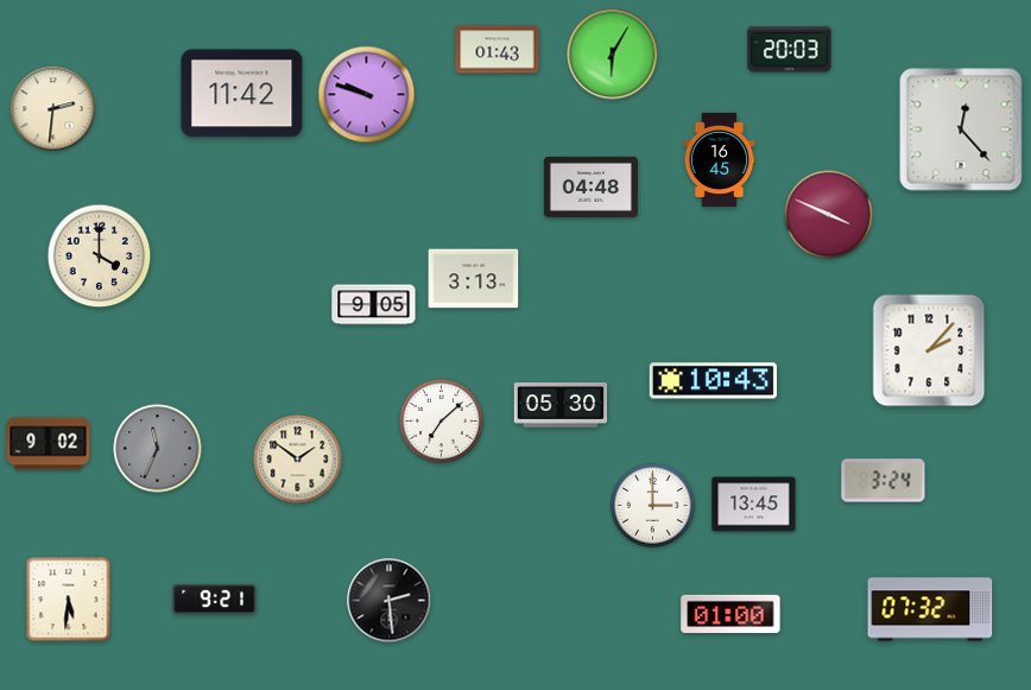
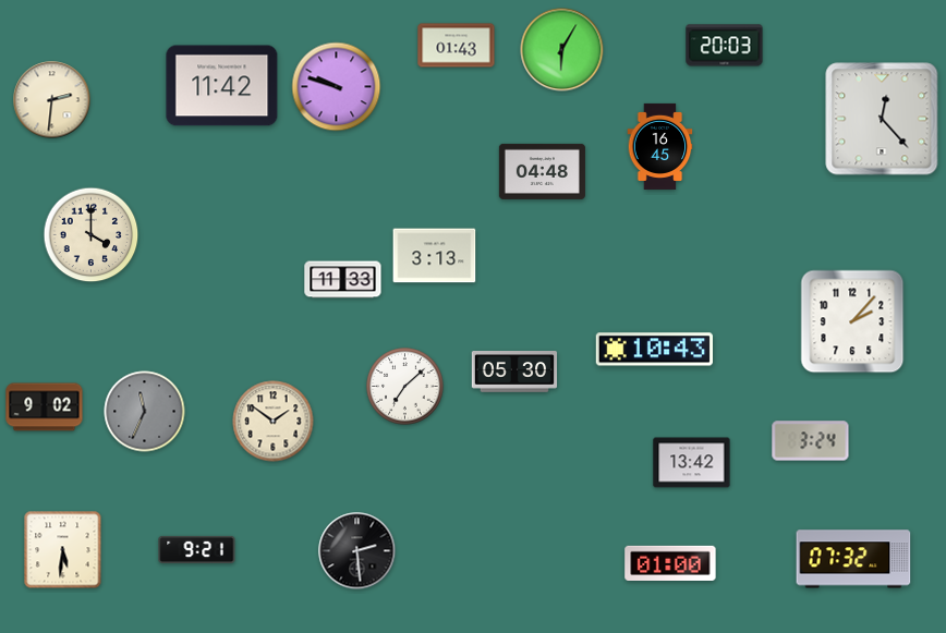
clock at (53, 109) position: (53, 109) -> (52, 100)
clock at (829, 215): 3:49 -> none
clock at (374, 305): 9:05 -> 11:33
clock at (754, 505): 13:45 -> 13:42
clock at (653, 506): 3:00 -> none
